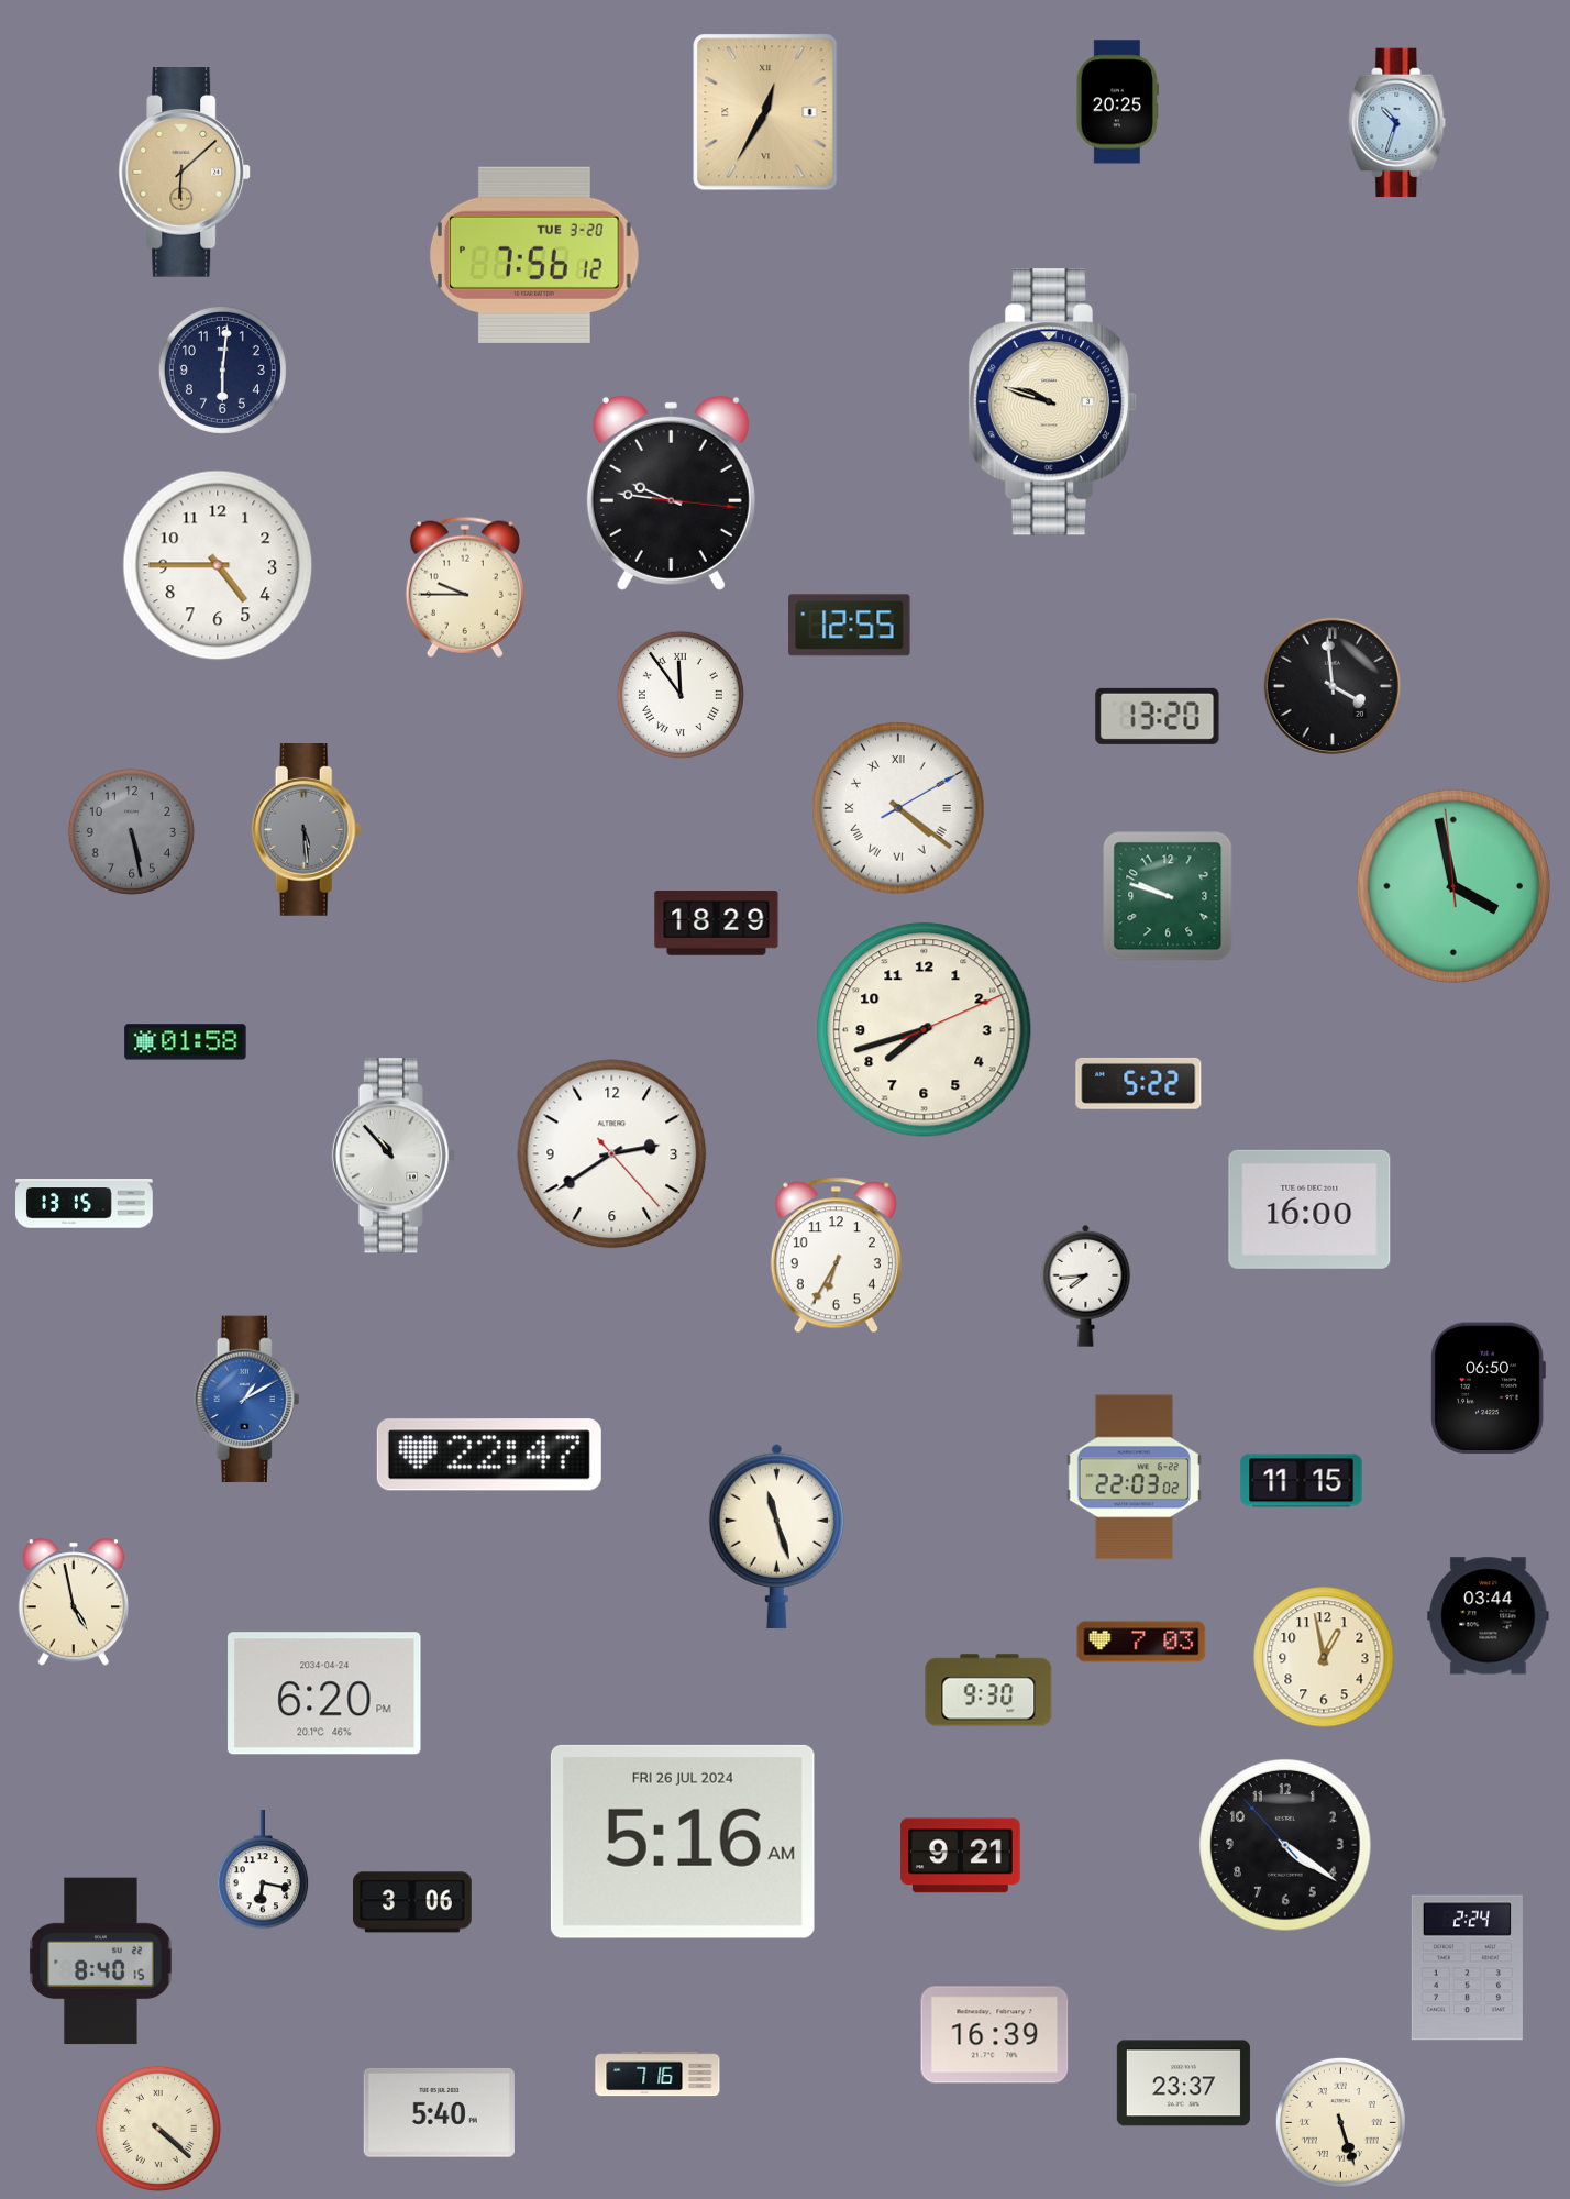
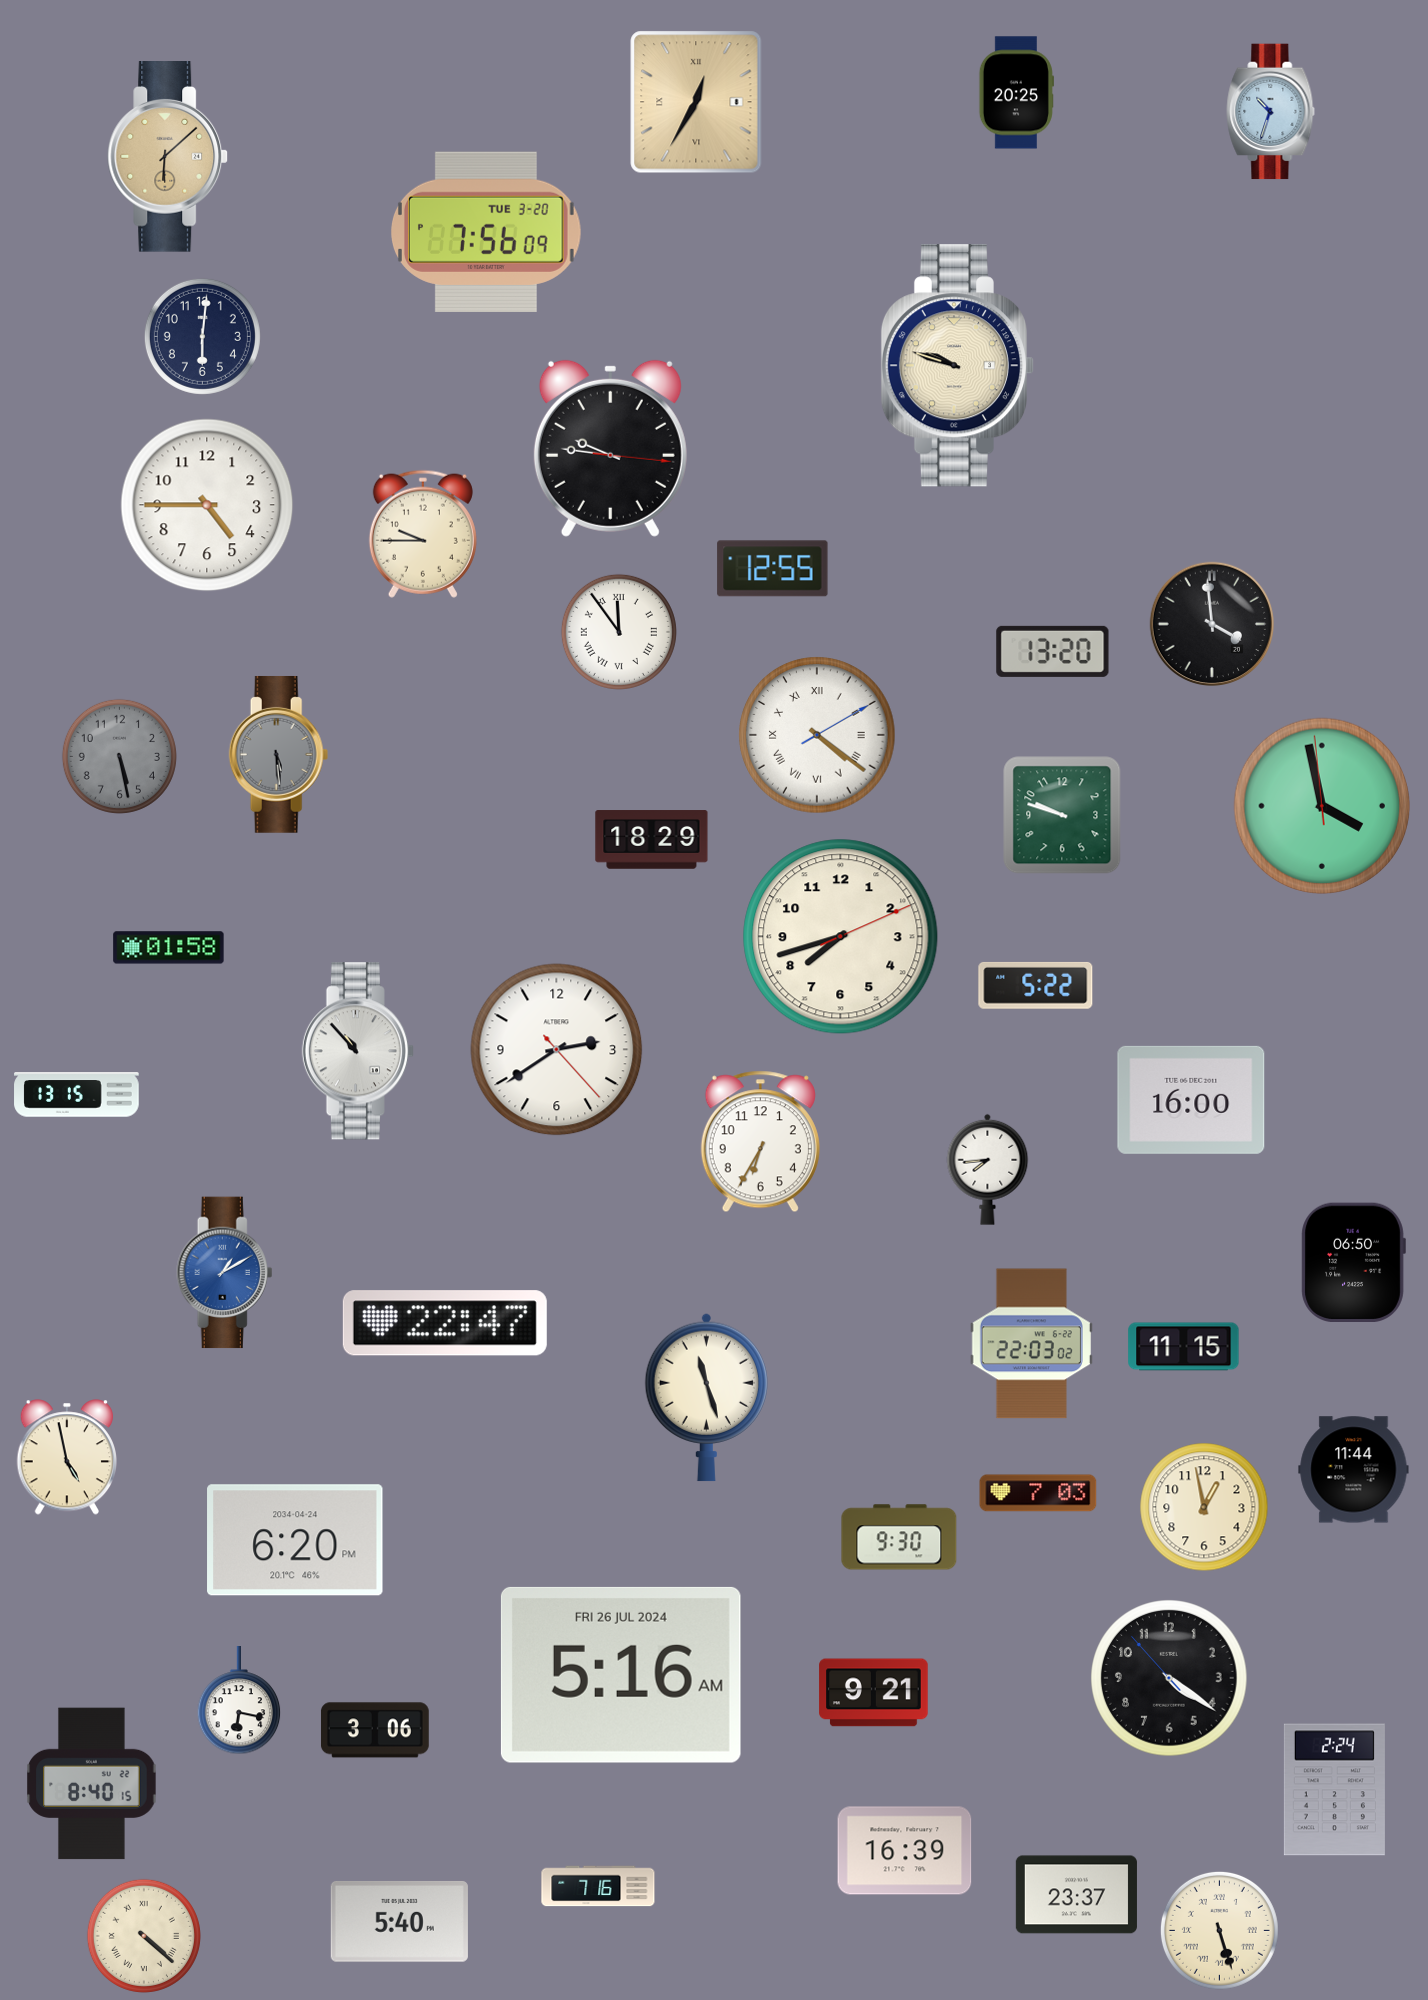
clock at (535, 255): 7:56:12 -> 7:56:09
clock at (218, 565) position: (218, 565) -> (207, 505)
clock at (1489, 1616): 03:44 -> 11:44
clock at (961, 1856) position: (961, 1856) -> (874, 1693)
